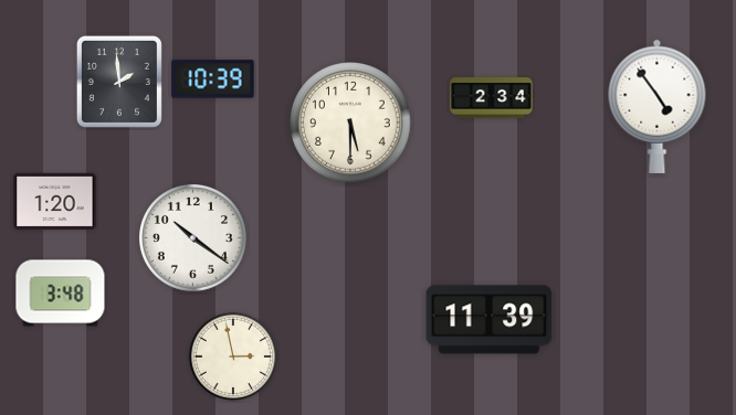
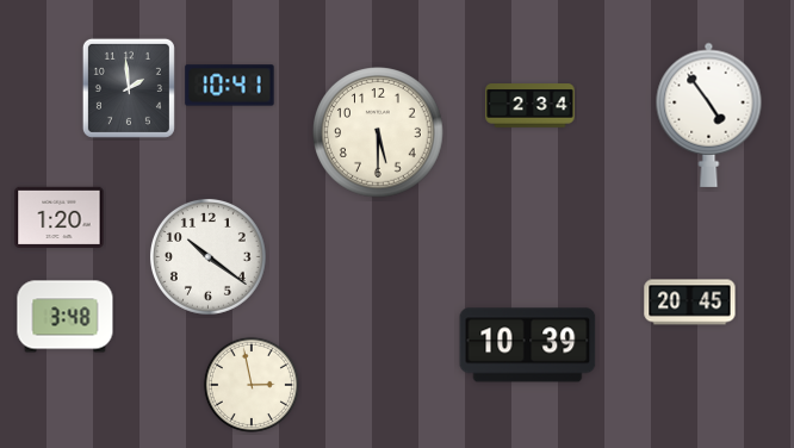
clock at (213, 79): 10:39 -> 10:41
clock at (690, 303): none -> 20:45
clock at (490, 320): 11:39 -> 10:39
